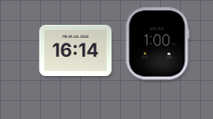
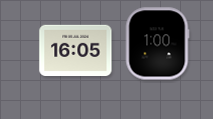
clock at (76, 51): 16:14 -> 16:05
